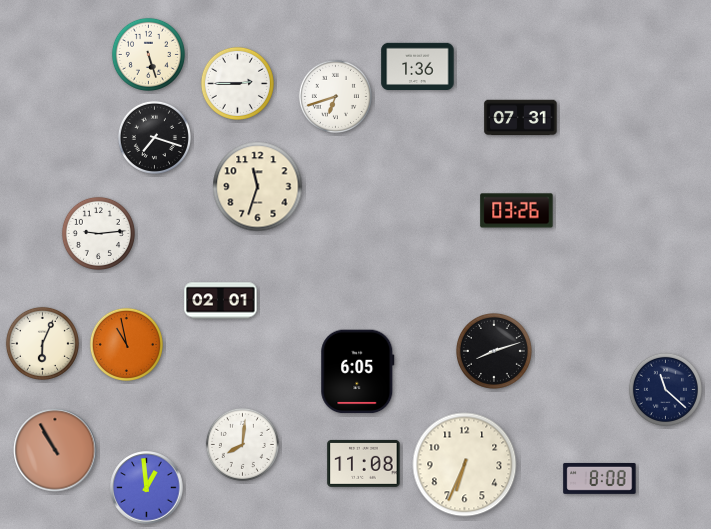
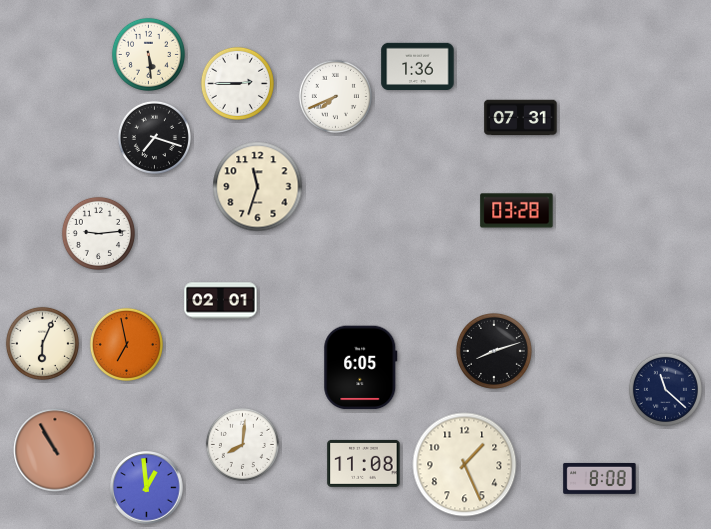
clock at (148, 54): 5:27 -> 5:29
clock at (335, 96): 6:42 -> 7:41
clock at (517, 211): 03:26 -> 03:28
clock at (126, 344): 10:58 -> 6:58
clock at (358, 372) position: (358, 372) -> (361, 368)
clock at (465, 465): 6:34 -> 1:26
